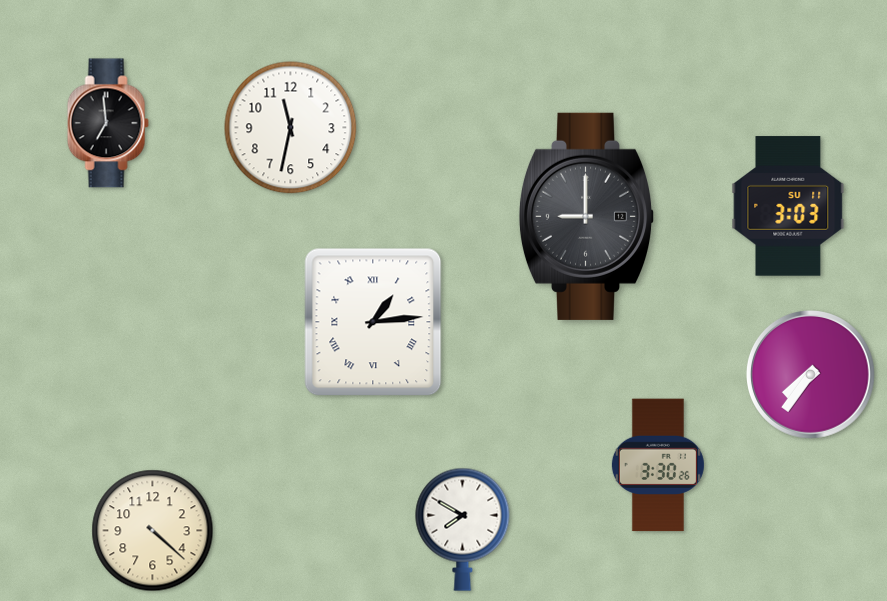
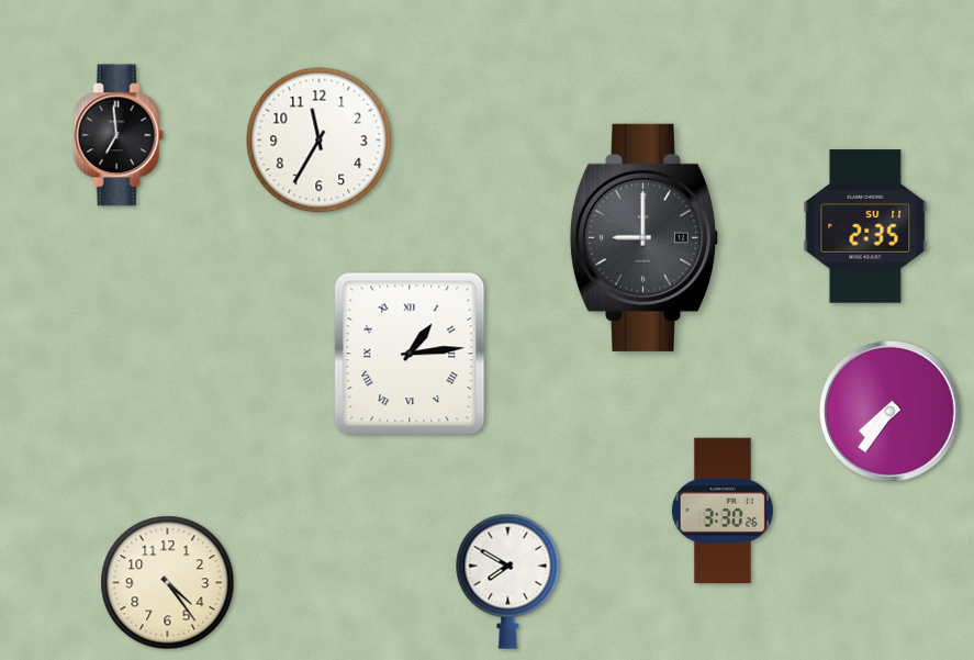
clock at (291, 128): 11:32 -> 11:35
clock at (788, 206): 3:03 -> 2:35
clock at (153, 531): 4:22 -> 4:24
